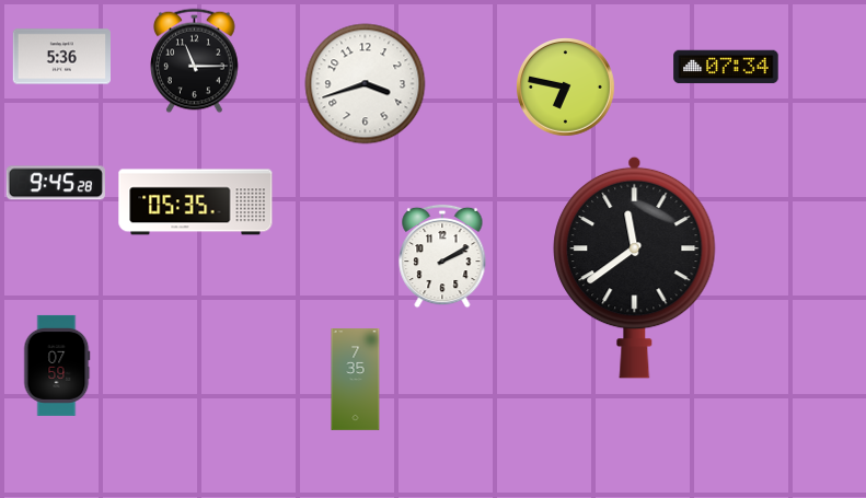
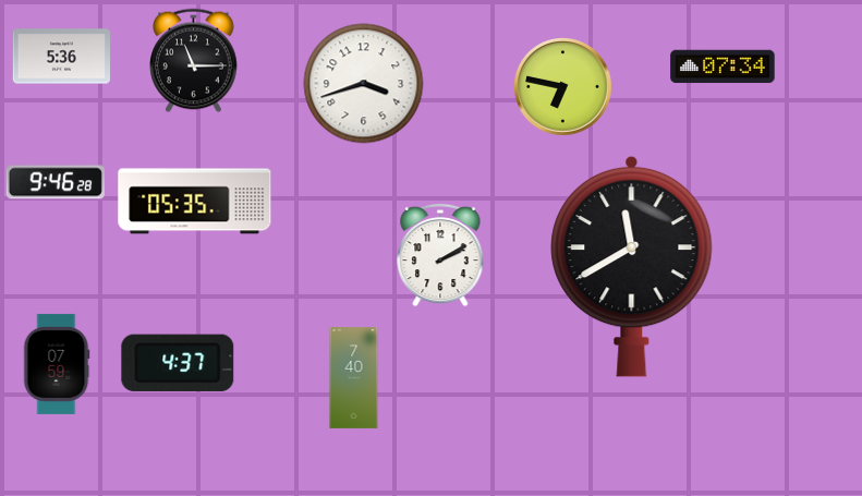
clock at (56, 183): 9:45 -> 9:46
clock at (635, 267): 11:39 -> 11:40
clock at (178, 363): none -> 4:37
clock at (356, 380): 7:35 -> 7:40
